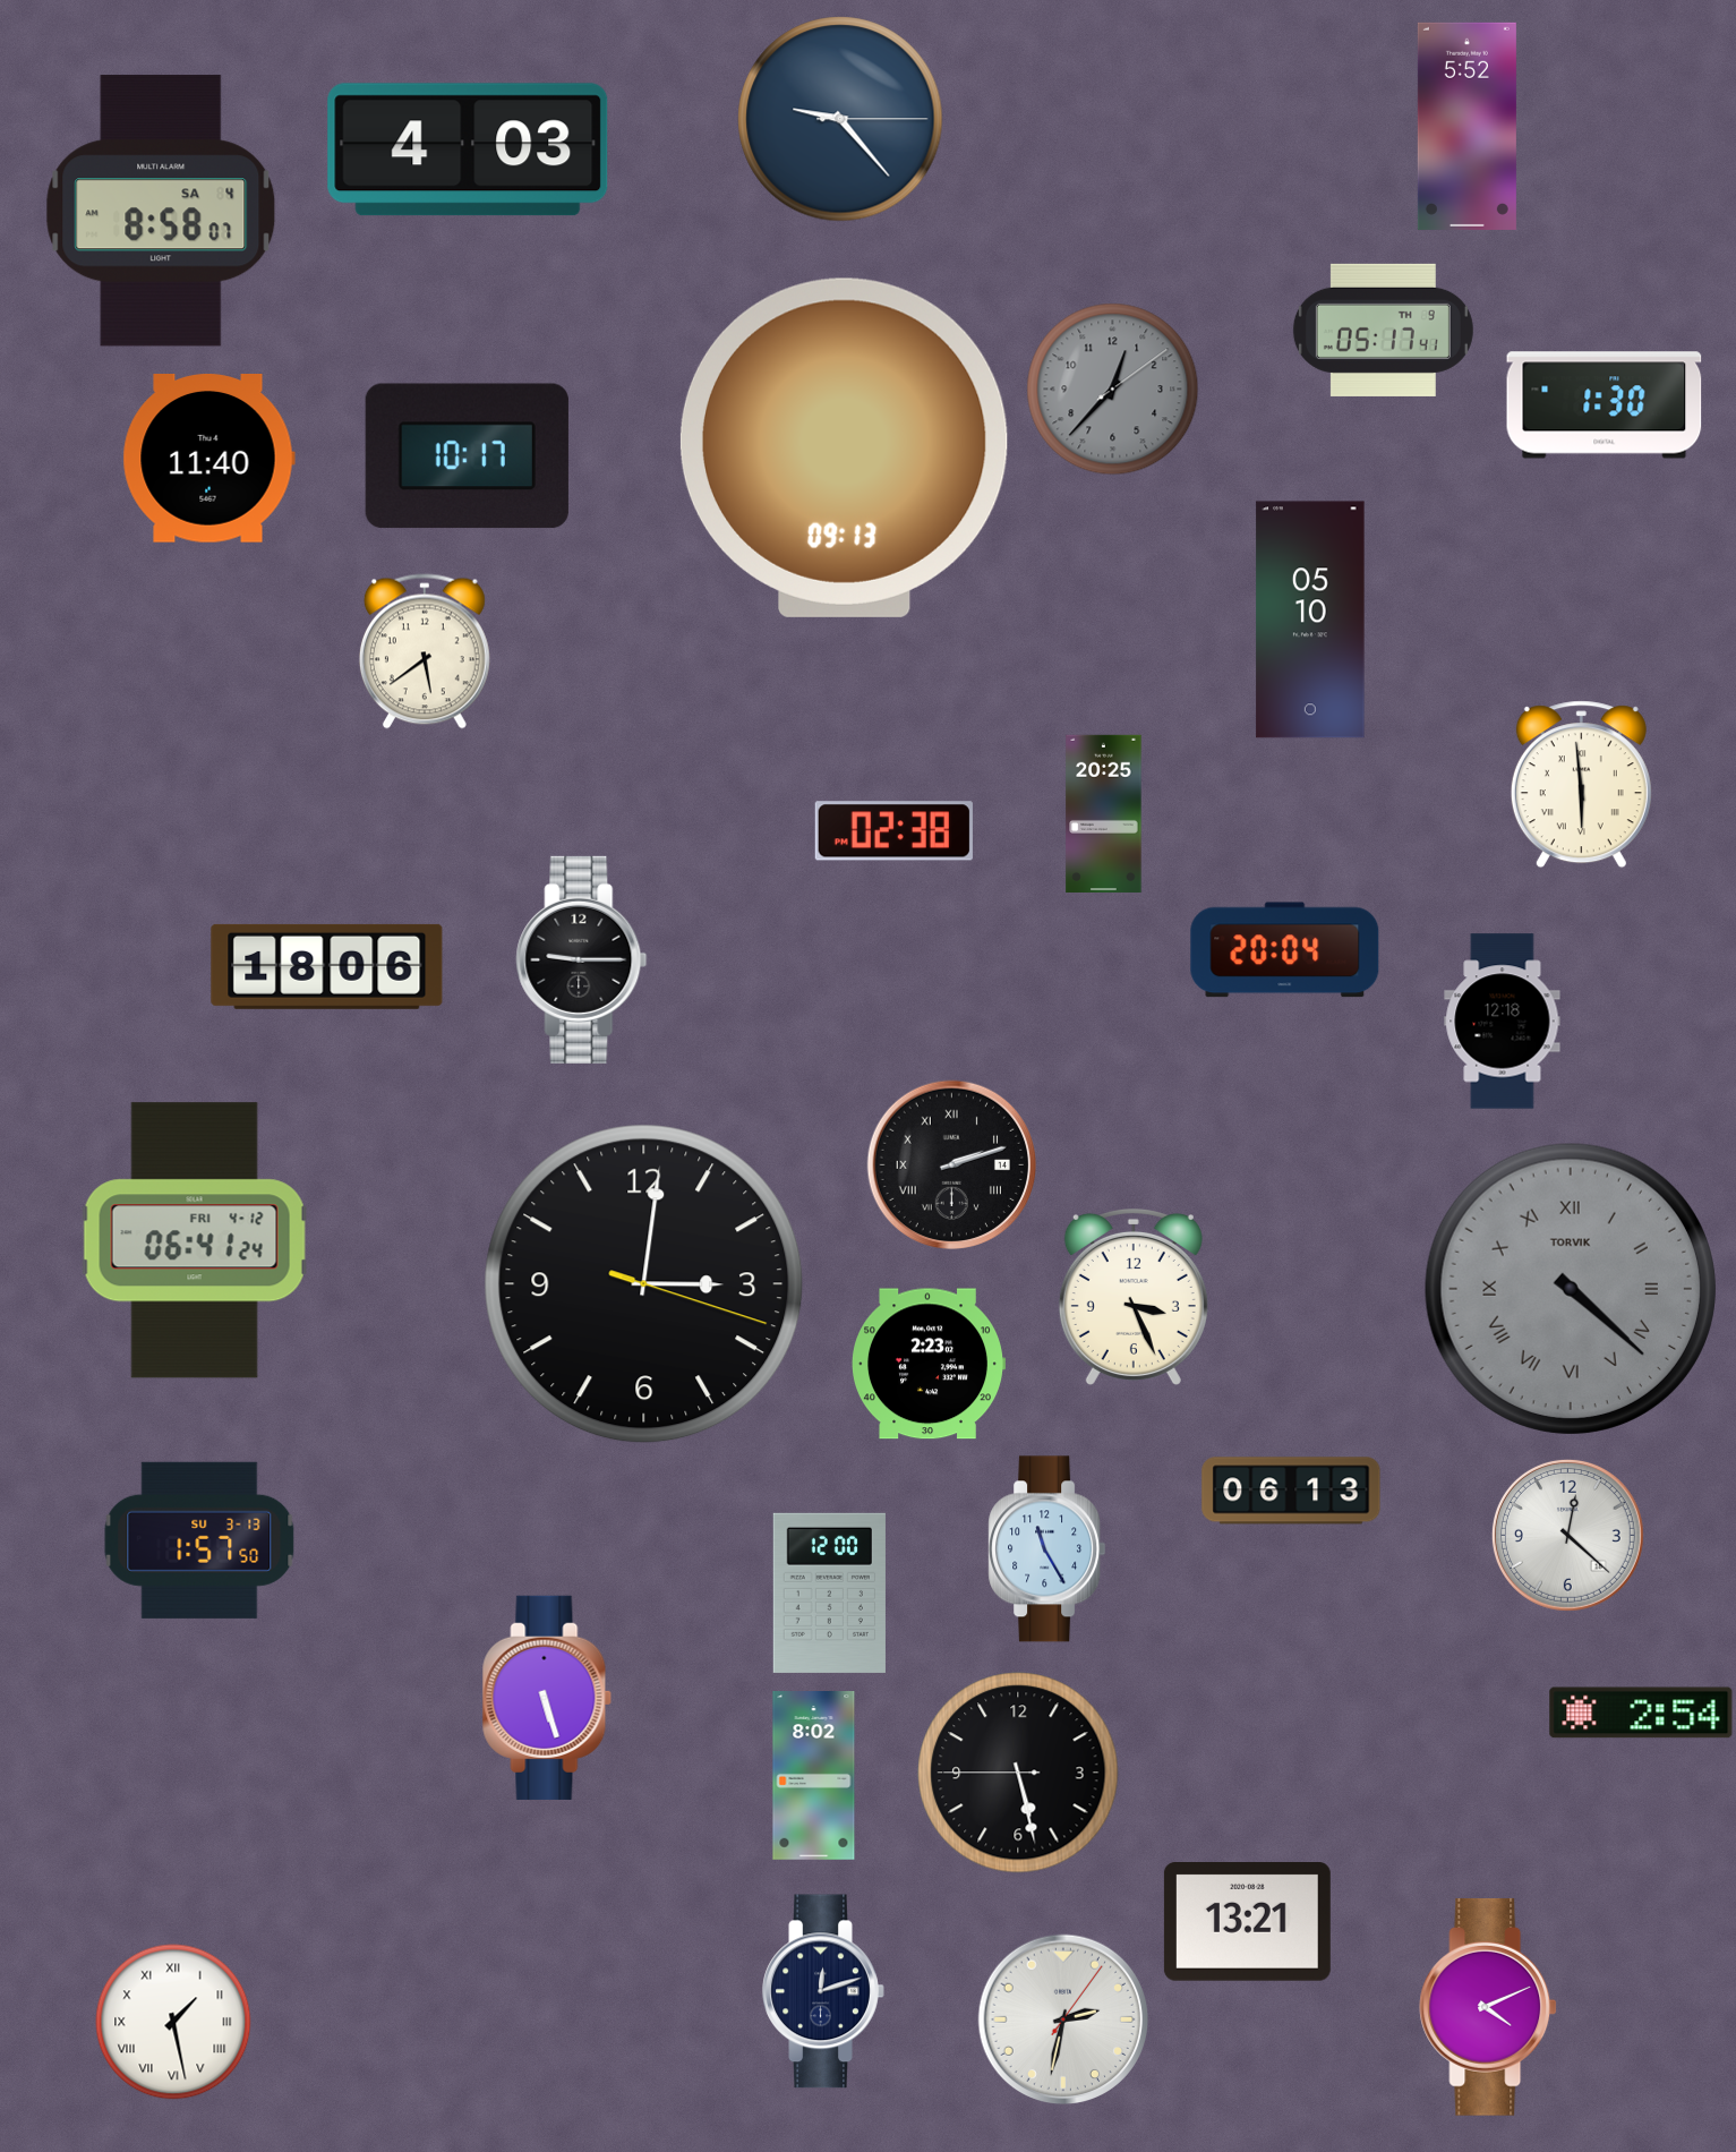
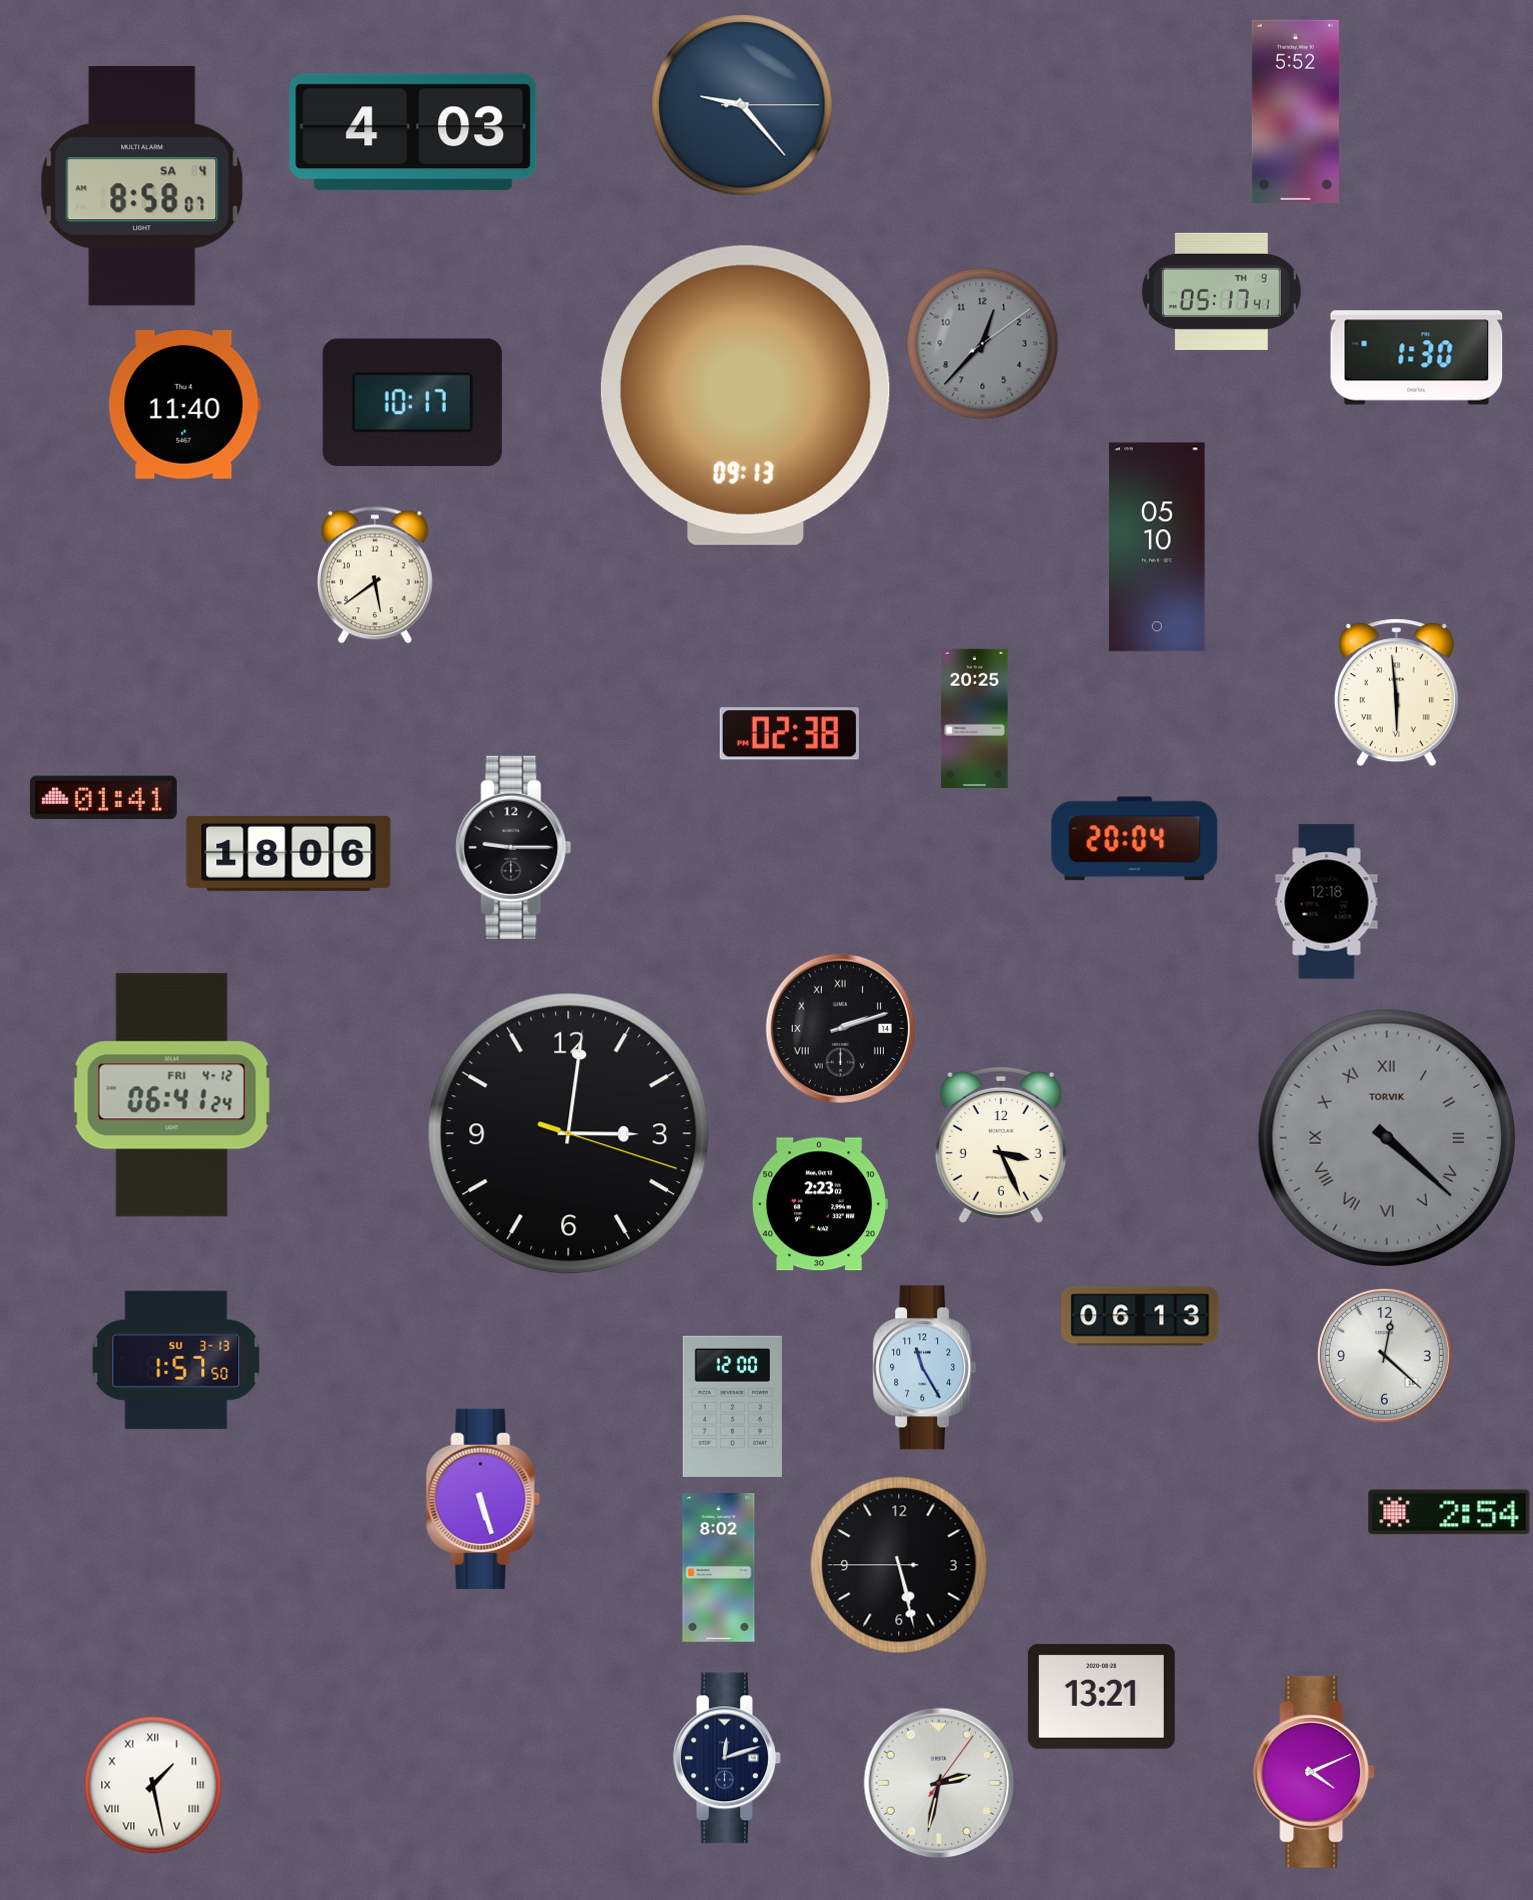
clock at (103, 798): none -> 01:41
